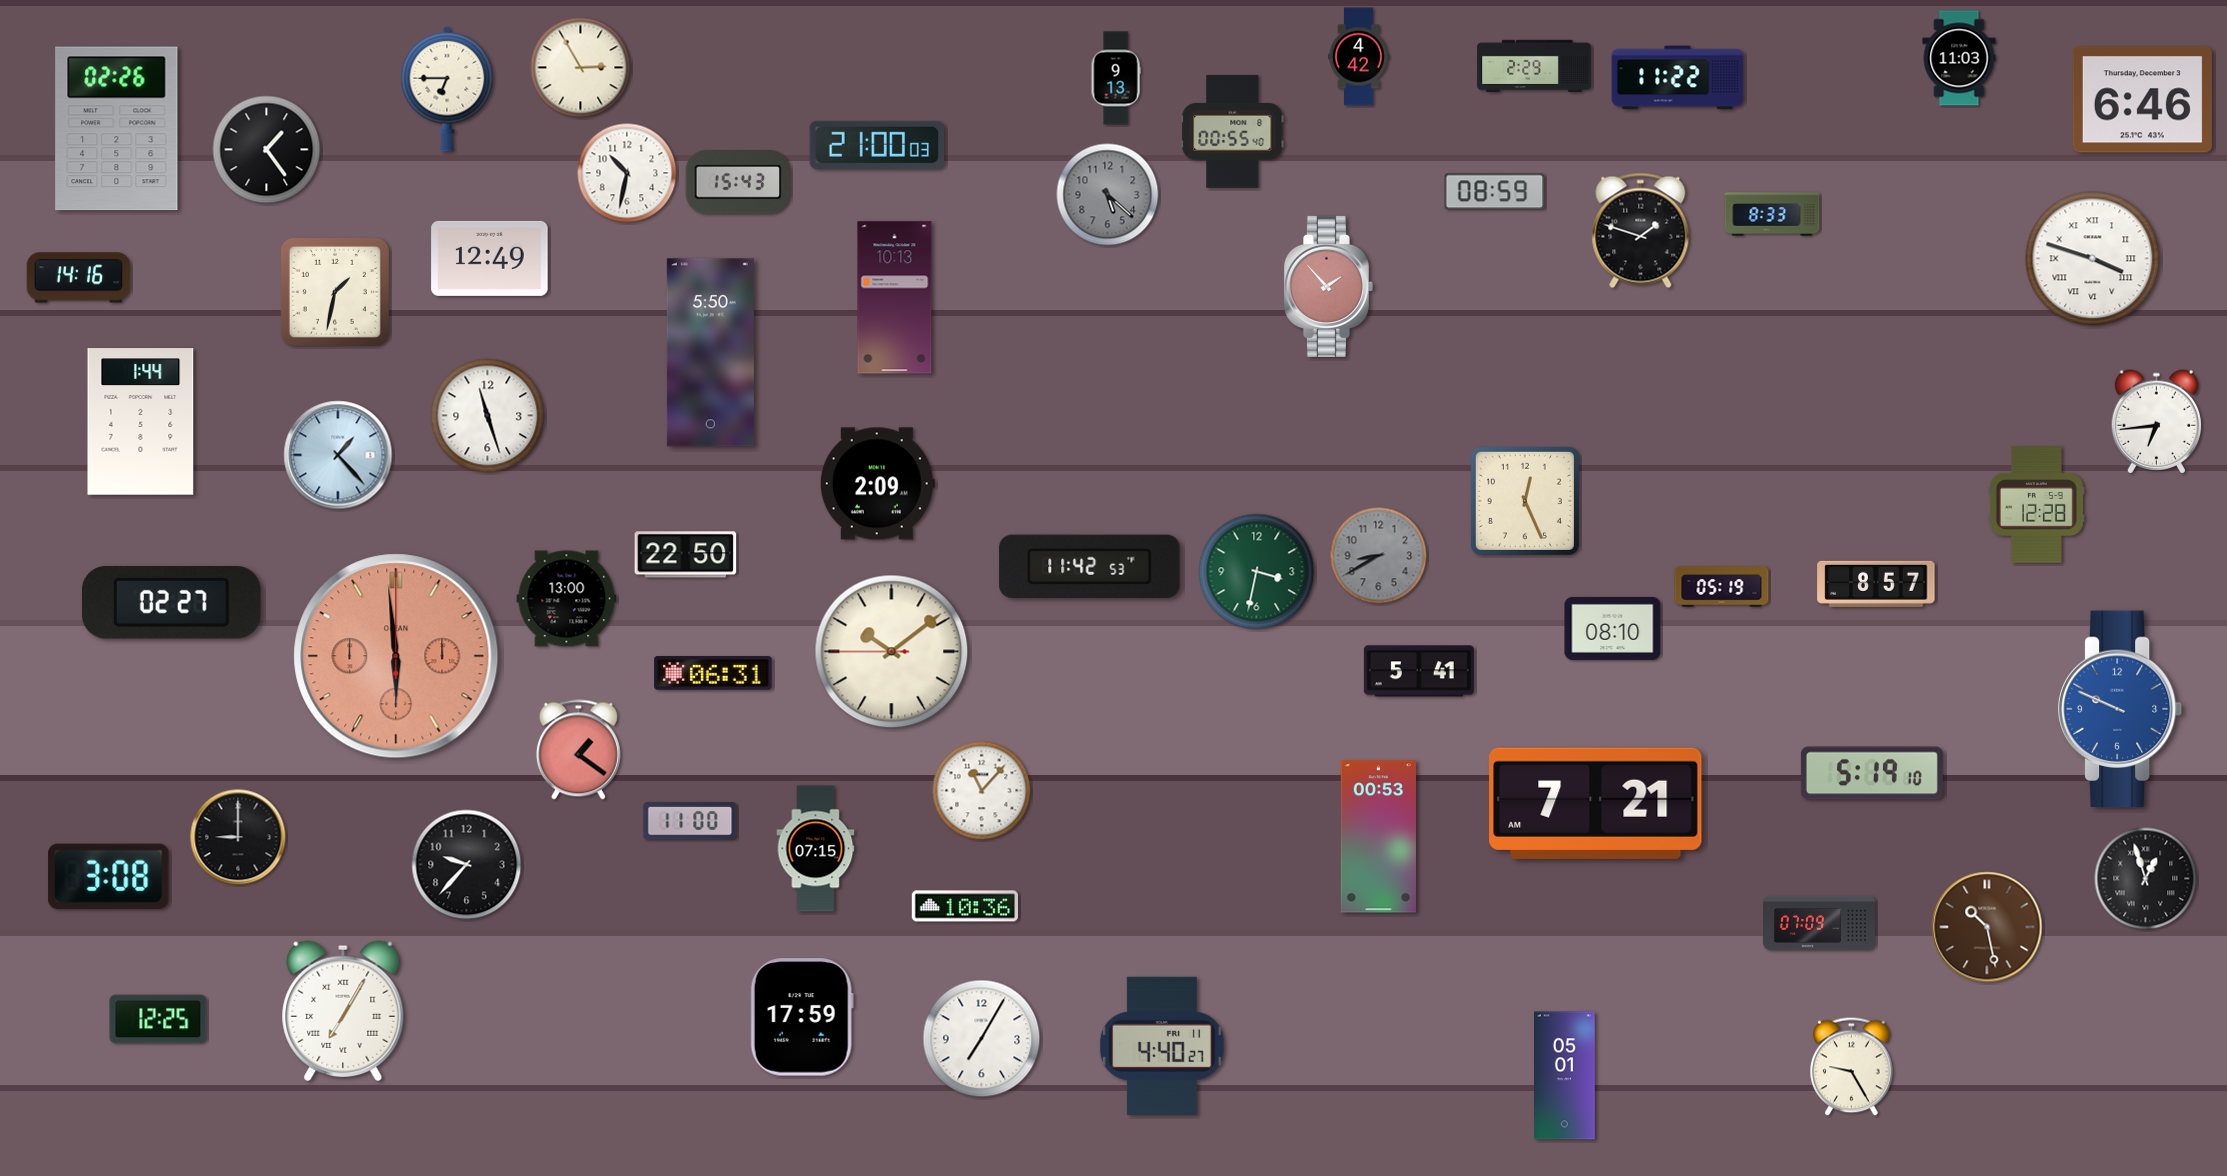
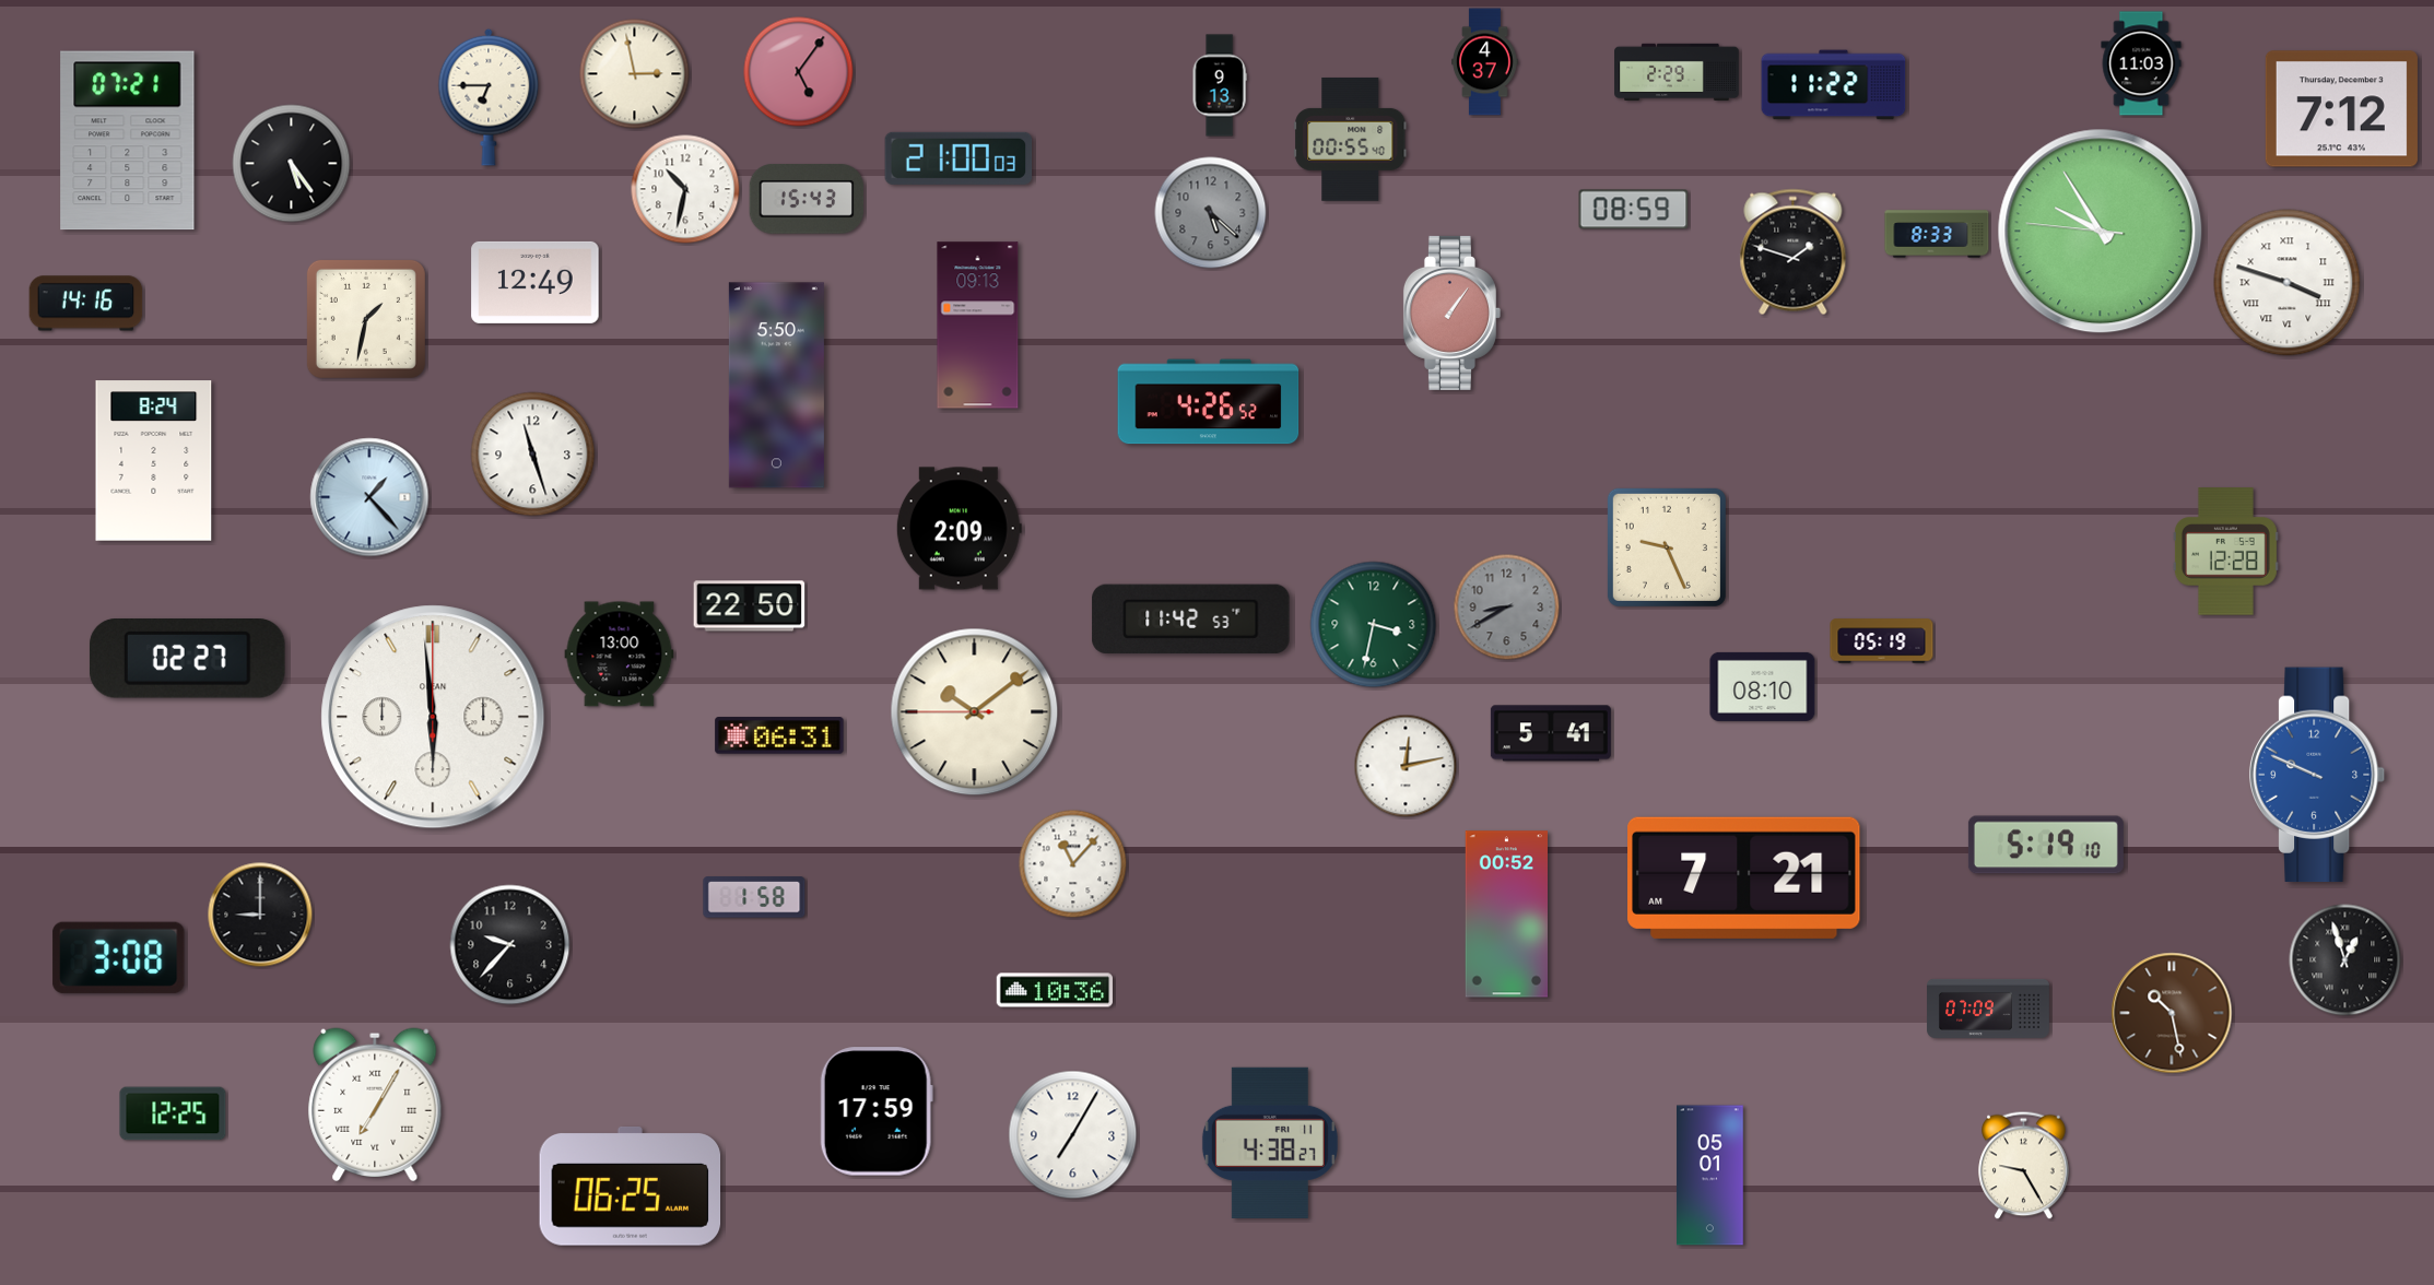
clock at (1359, 57): 4:42 -> 4:37
clock at (799, 72): none -> 5:06
clock at (581, 68): 2:55 -> 2:58
clock at (2142, 100): 6:46 -> 7:12
clock at (117, 129): 02:26 -> 07:21
clock at (1233, 131) position: (1233, 131) -> (1351, 139)
clock at (267, 150): 1:24 -> 5:24
clock at (2101, 232): none -> 9:54
clock at (1328, 286): 1:53 -> 1:06
clock at (895, 298): 10:13 -> 09:13
clock at (1209, 402): none -> 4:26
clock at (141, 422): 1:44 -> 8:24
clock at (2156, 422): 6:44 -> none
clock at (1525, 501): 12:26 -> 9:26
clock at (1876, 584): 8:57 -> none
clock at (396, 656) dial: salmon -> white
clock at (1406, 766): none -> 12:13
clock at (578, 750): 1:21 -> none
clock at (690, 821): 11:00 -> 1:58
clock at (1378, 837): 00:53 -> 00:52
clock at (816, 849): 07:15 -> none
clock at (1162, 1046): 4:40 -> 4:38
clock at (631, 1187): none -> 06:25
